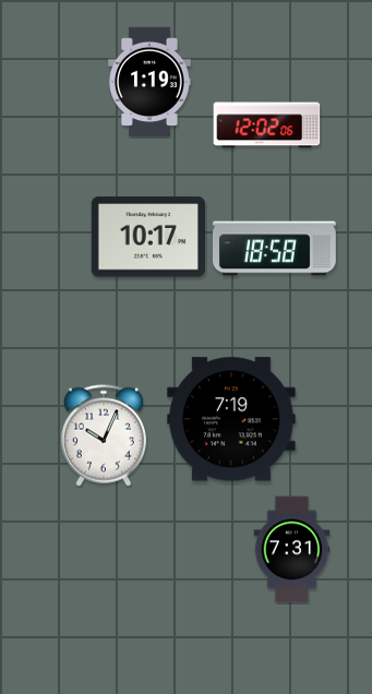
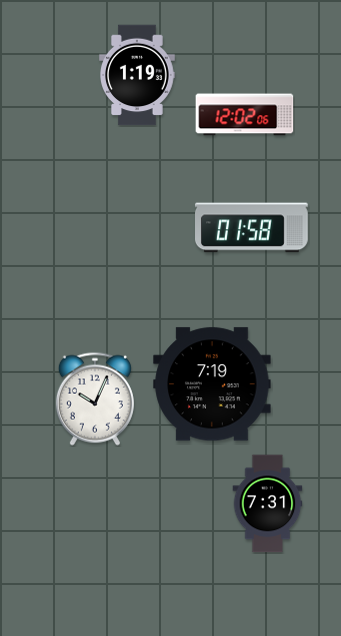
clock at (148, 237): 10:17 -> none
clock at (275, 249): 18:58 -> 01:58
